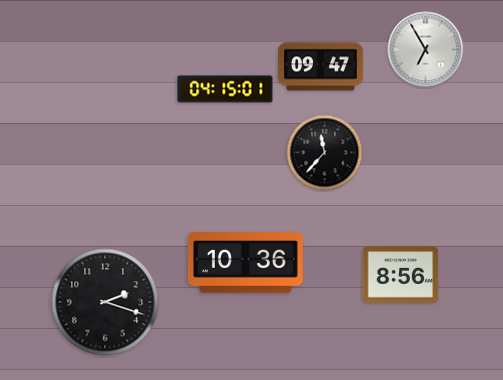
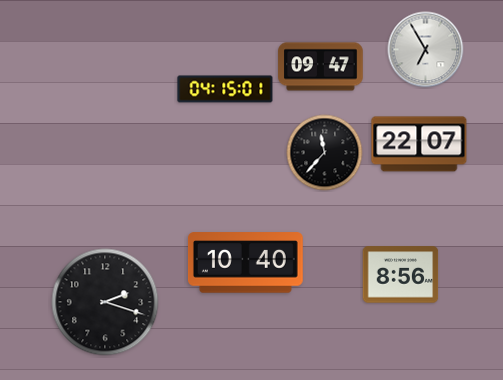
clock at (419, 144): none -> 22:07
clock at (245, 263): 10:36 -> 10:40
